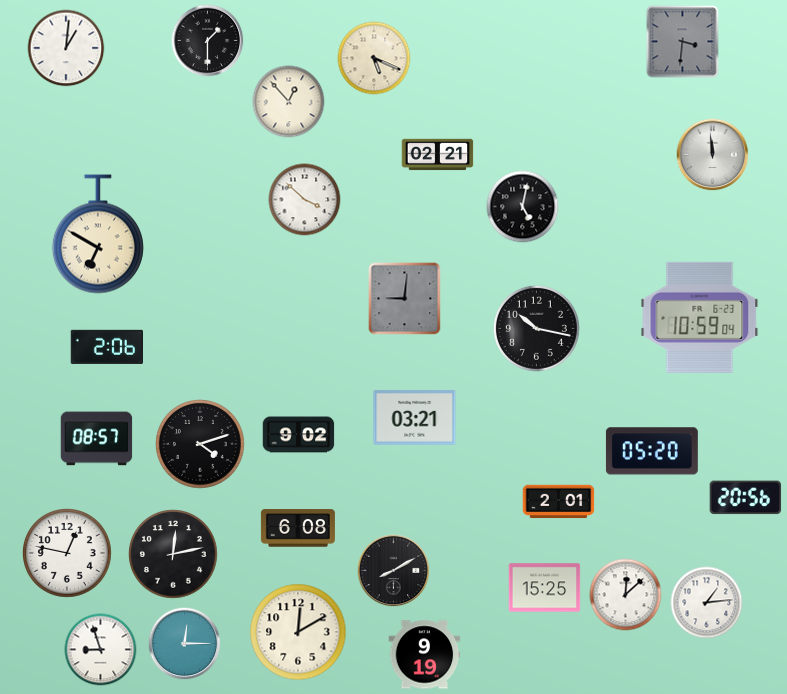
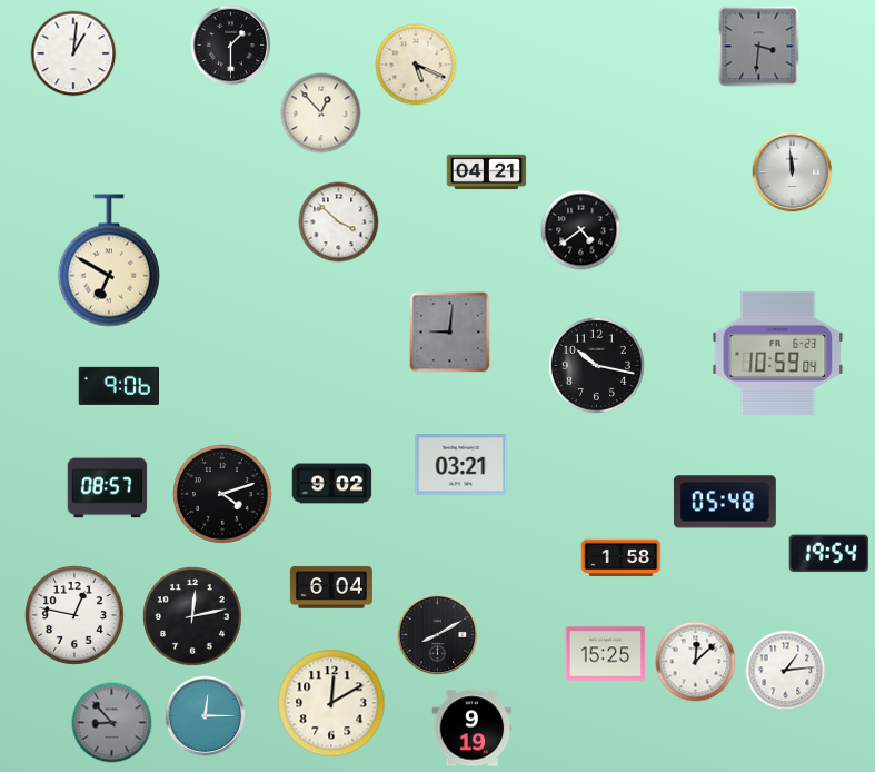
clock at (438, 155): 02:21 -> 04:21
clock at (523, 207): 5:02 -> 4:39
clock at (106, 347): 2:06 -> 9:06
clock at (652, 451): 05:20 -> 05:48
clock at (746, 498): 20:56 -> 19:54
clock at (559, 502): 2:01 -> 1:58
clock at (298, 528): 6:08 -> 6:04
clock at (101, 650): 8:57 -> 8:53
clock at (101, 650) dial: white -> grey
